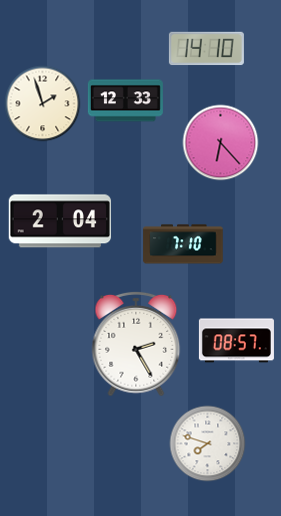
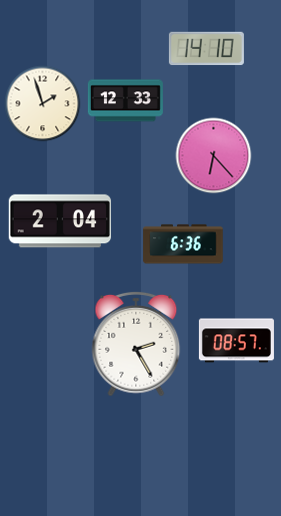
clock at (221, 143) position: (221, 143) -> (214, 156)
clock at (183, 244): 7:10 -> 6:36
clock at (208, 444): 7:48 -> none
